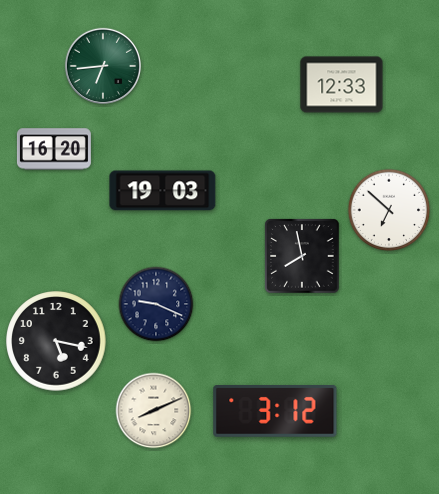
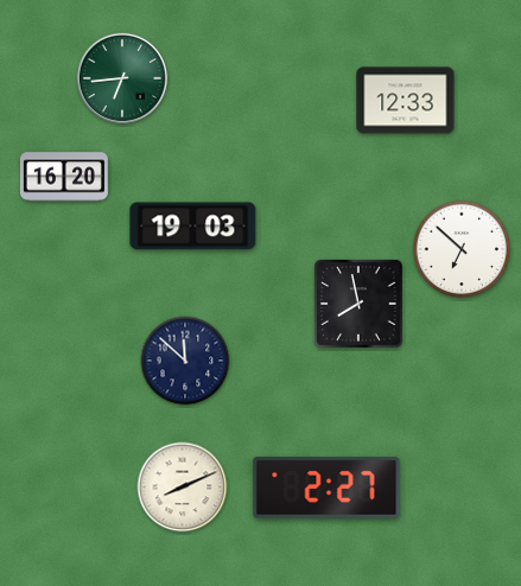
clock at (156, 304): 9:19 -> 11:52
clock at (56, 341): 5:17 -> none
clock at (275, 412): 3:12 -> 2:27
